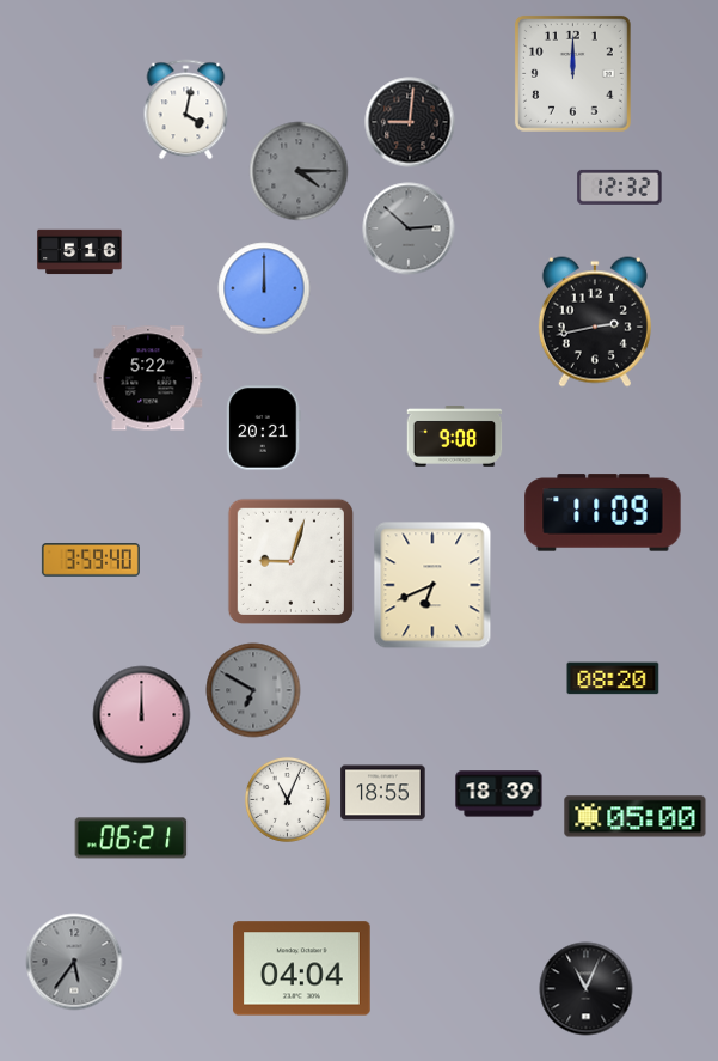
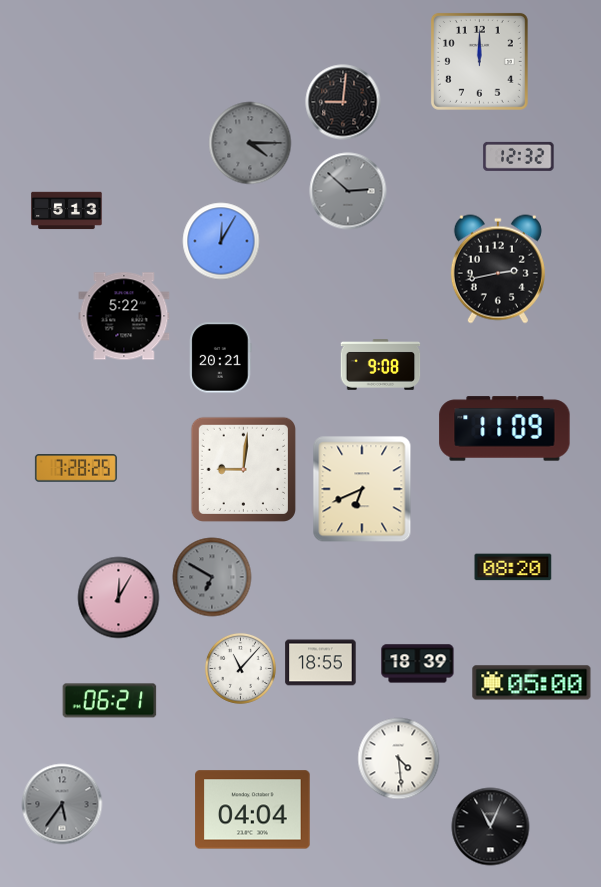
clock at (186, 110): 4:02 -> none
clock at (409, 228) position: (409, 228) -> (348, 191)
clock at (80, 252): 5:16 -> 5:13
clock at (264, 288): 12:00 -> 12:05
clock at (91, 561): 3:59 -> 7:28
clock at (290, 561): 9:03 -> 9:01
clock at (142, 715): 12:00 -> 12:05
clock at (287, 799): 11:04 -> 11:07
clock at (399, 759): none -> 4:29
